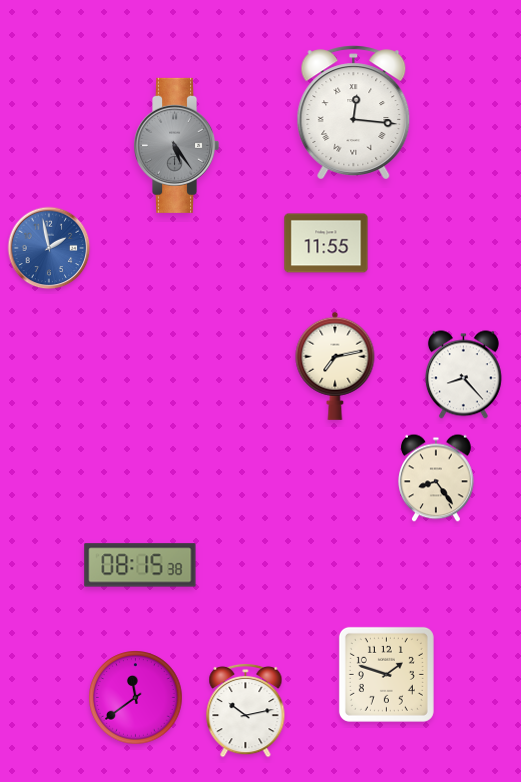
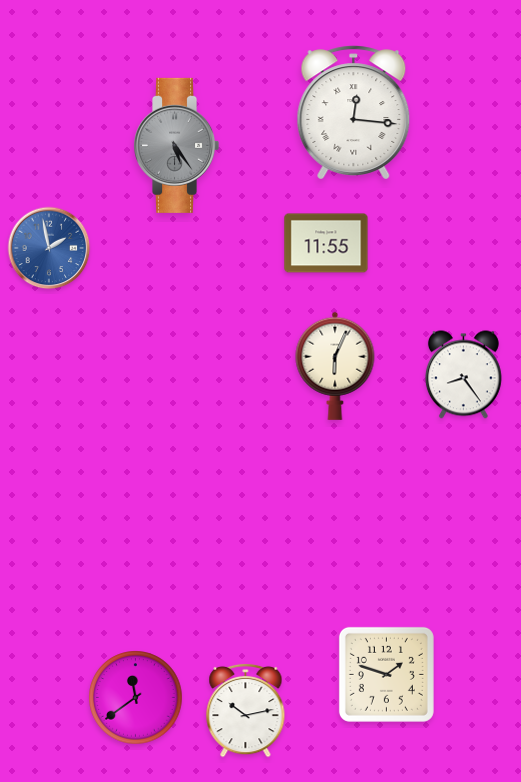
clock at (335, 366): 7:13 -> 6:04
clock at (463, 375): 8:23 -> 8:24
clock at (437, 478): 8:24 -> none
clock at (140, 565): 08:15 -> none
